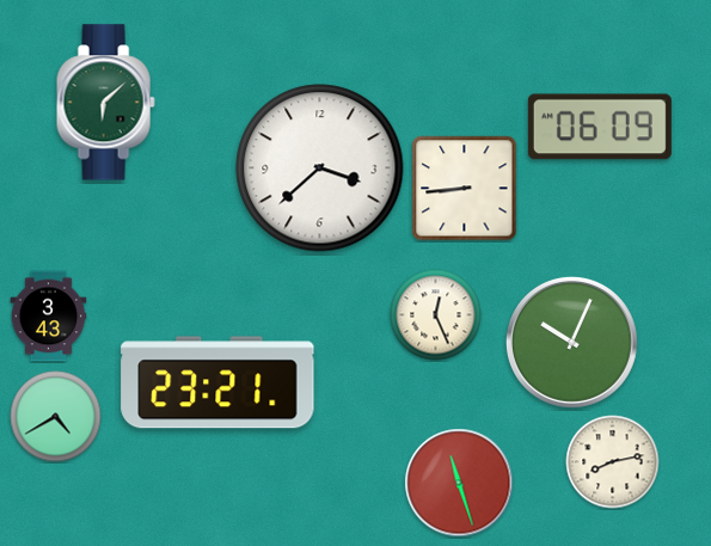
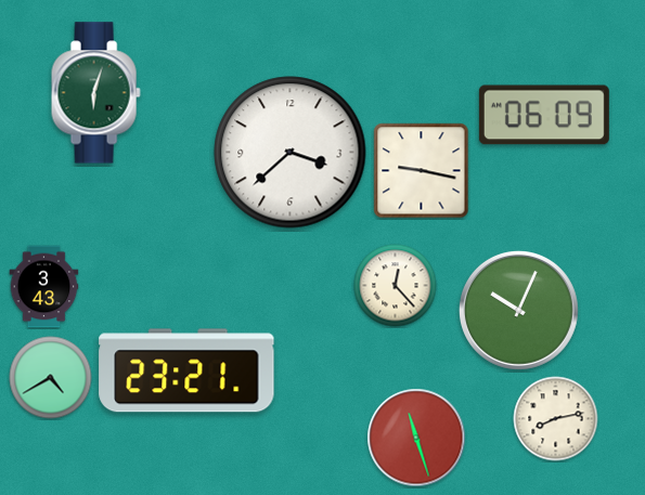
clock at (105, 103): 6:08 -> 6:03
clock at (465, 189): 8:44 -> 9:17
clock at (436, 315): 12:26 -> 12:23
clock at (217, 382) position: (217, 382) -> (186, 370)
